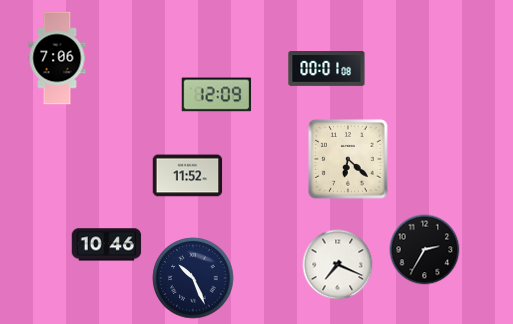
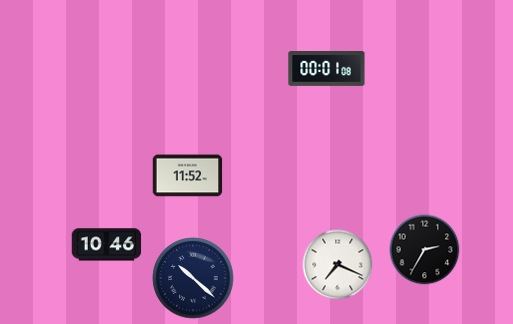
clock at (57, 58): 7:06 -> none
clock at (217, 95): 12:09 -> none
clock at (348, 159): 6:22 -> none
clock at (193, 278): 10:26 -> 10:22
